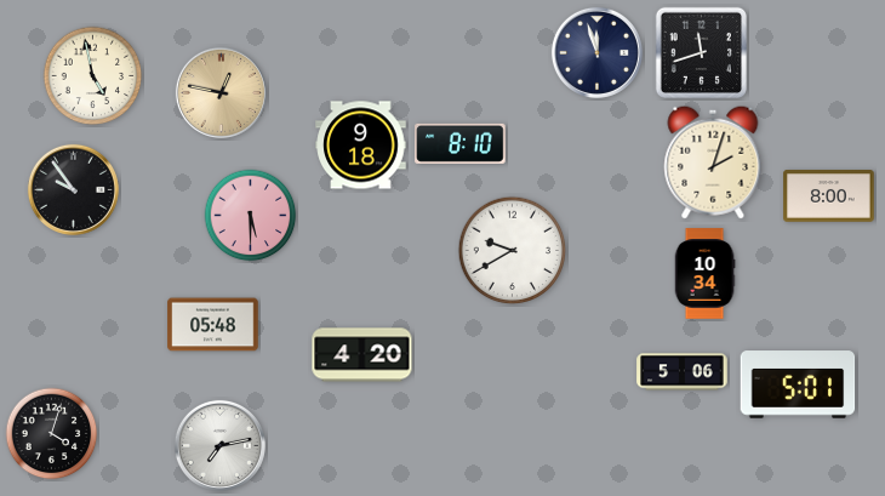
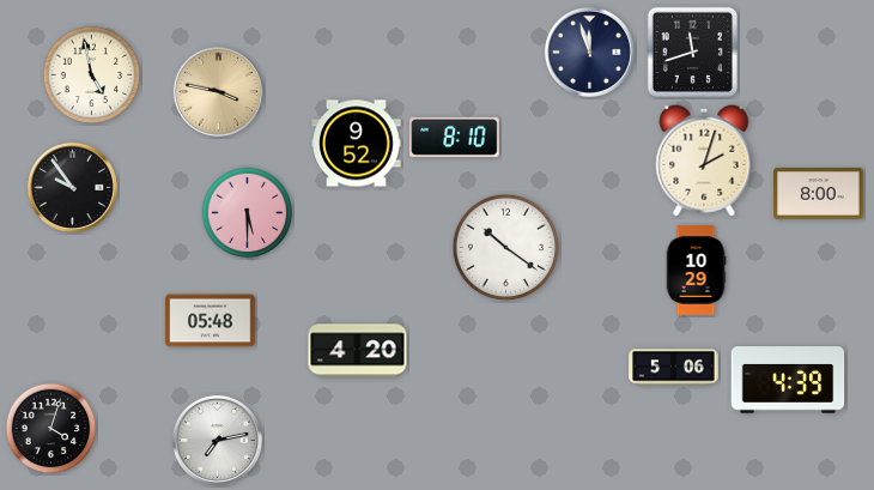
clock at (221, 92): 12:47 -> 3:47
clock at (461, 143) position: (461, 143) -> (455, 137)
clock at (361, 146): 9:18 -> 9:52
clock at (513, 251): 9:40 -> 10:21
clock at (704, 274): 10:34 -> 10:29
clock at (798, 384): 5:01 -> 4:39
